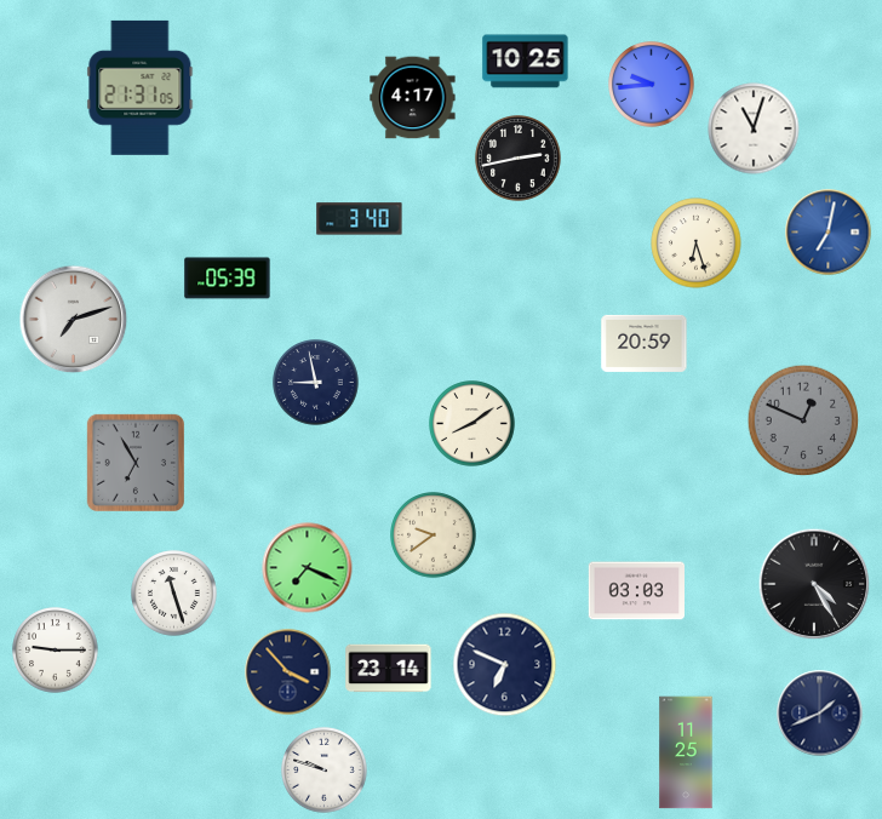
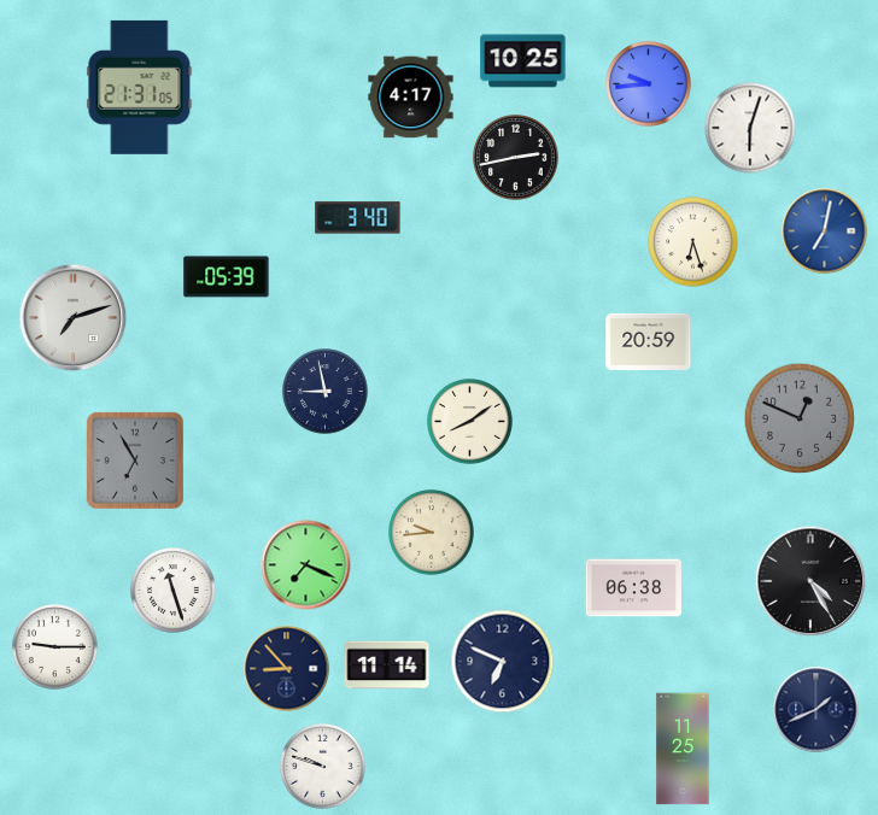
clock at (754, 128): 11:03 -> 6:03
clock at (645, 343) position: (645, 343) -> (649, 341)
clock at (316, 383) position: (316, 383) -> (326, 392)
clock at (434, 535): 9:39 -> 9:44
clock at (637, 591): 03:03 -> 06:38
clock at (389, 669): 23:14 -> 11:14
clock at (288, 672): 3:53 -> 8:53
